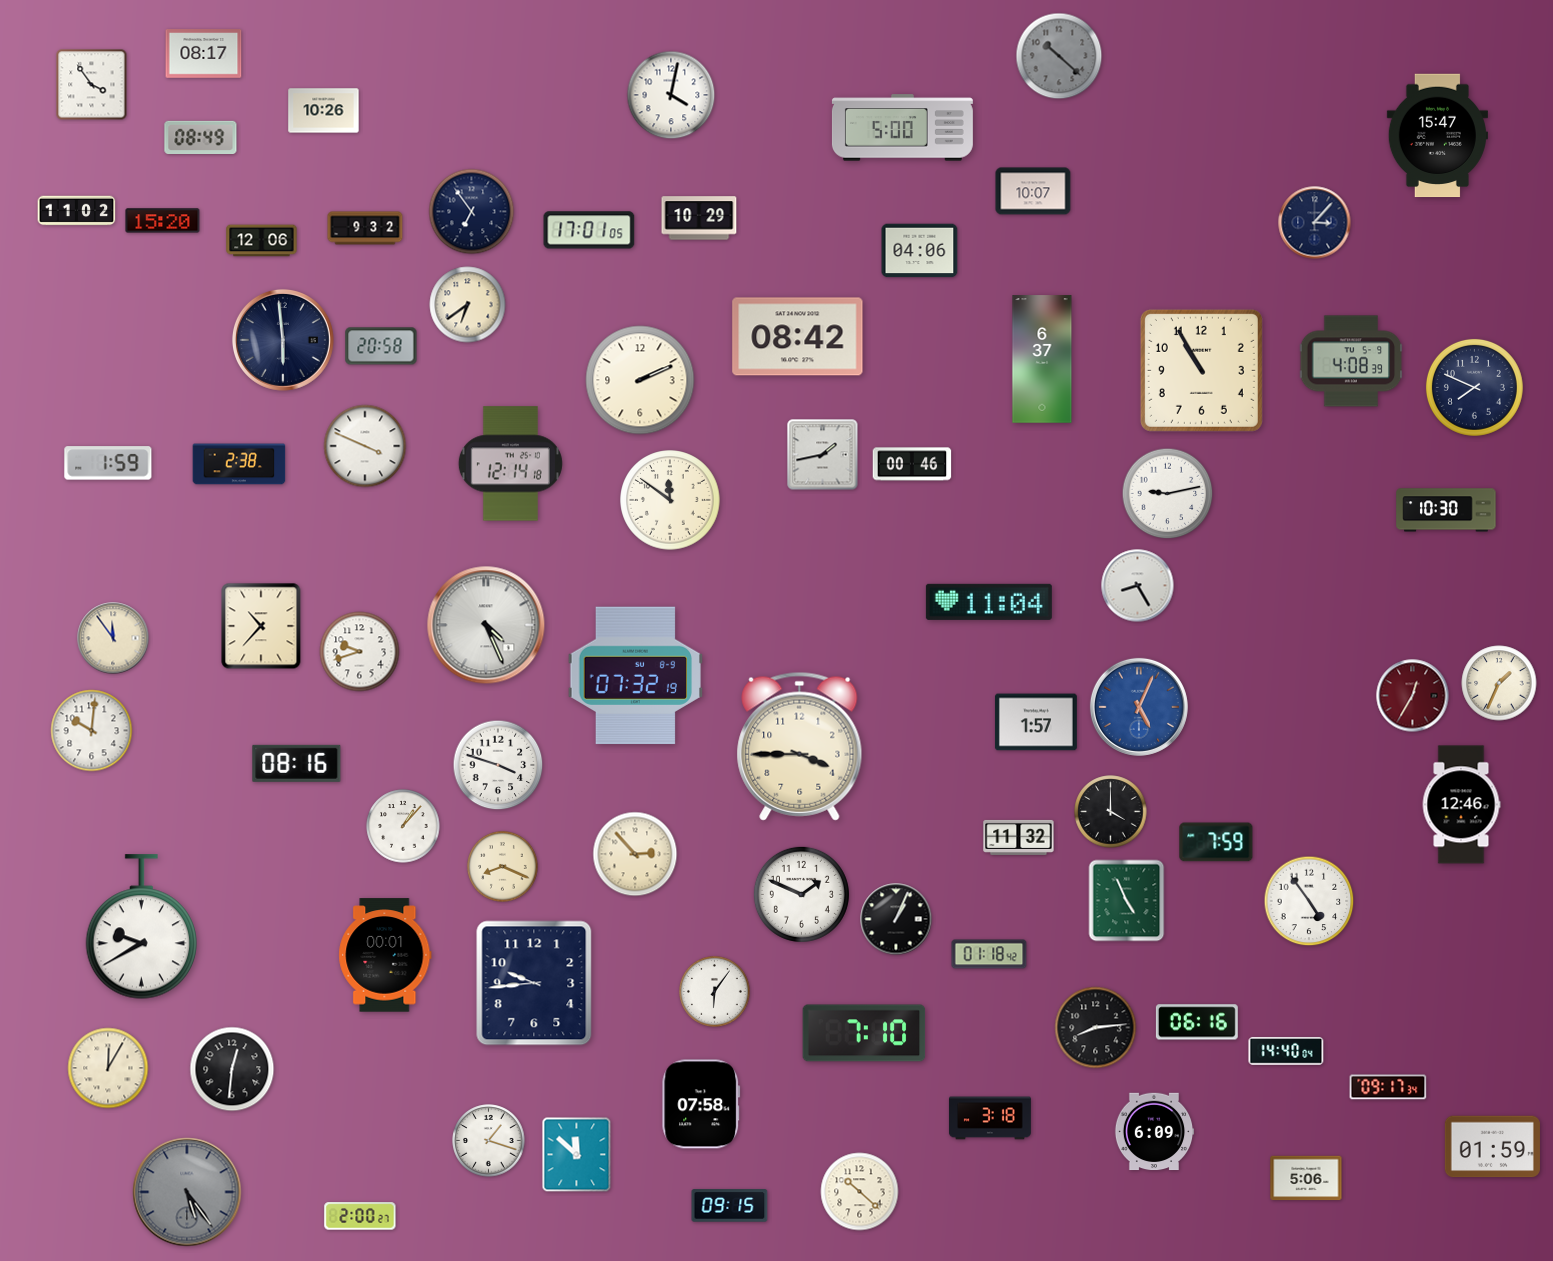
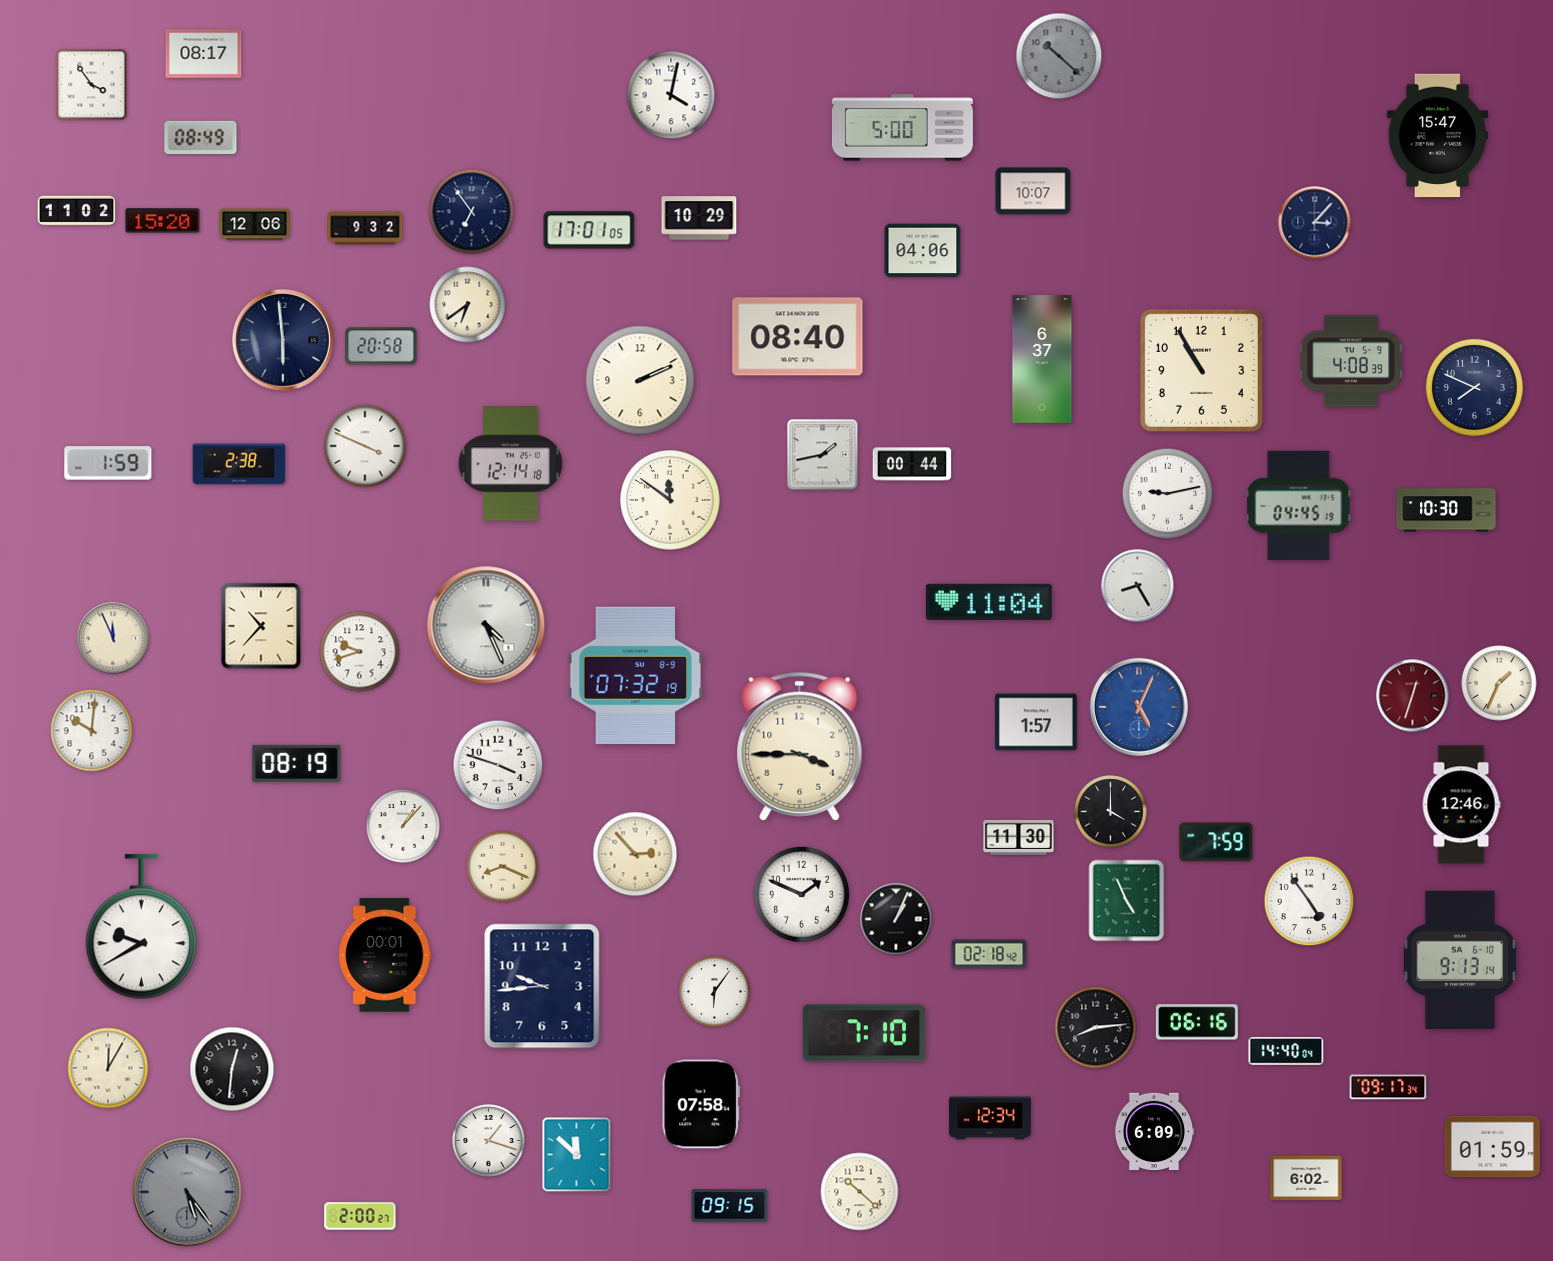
clock at (324, 111): 10:26 -> none
clock at (262, 241) position: (262, 241) -> (255, 225)
clock at (920, 251) position: (920, 251) -> (923, 251)
clock at (798, 337): 08:42 -> 08:40
clock at (912, 464): 00:46 -> 00:44
clock at (1299, 505): none -> 04:45
clock at (113, 638): 11:54 -> 11:56
clock at (1413, 696): 12:35 -> 12:33
clock at (297, 763): 08:16 -> 08:19
clock at (1019, 837): 11:32 -> 11:30
clock at (989, 954): 01:18 -> 02:18
clock at (1460, 959): none -> 9:13
clock at (534, 983) position: (534, 983) -> (542, 986)
clock at (990, 1118): 3:18 -> 12:34
clock at (1306, 1178): 5:06 -> 6:02
